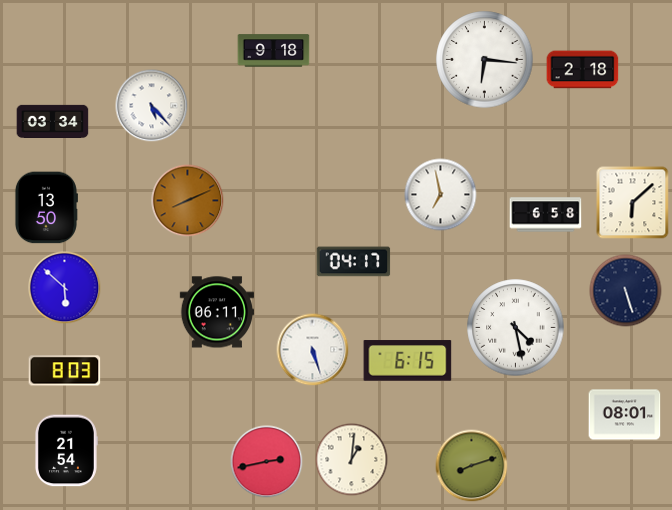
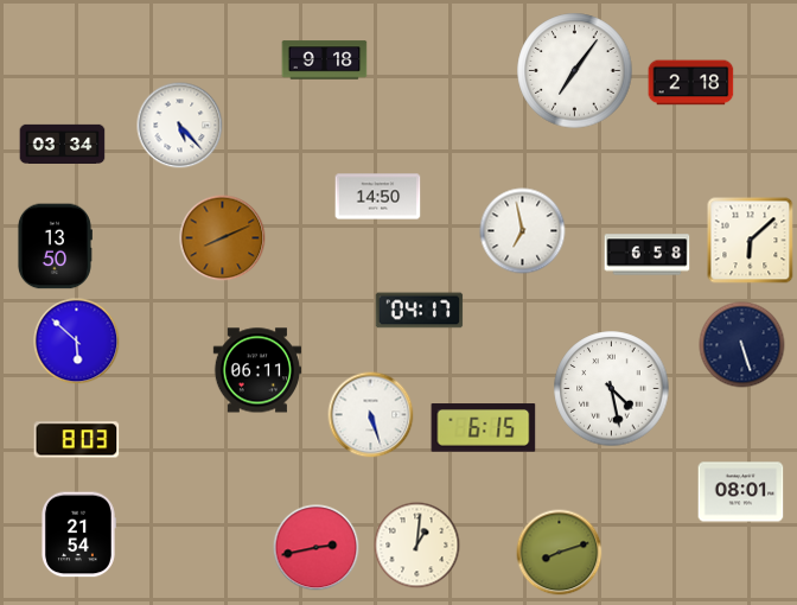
clock at (485, 60): 6:16 -> 7:06
clock at (378, 197): none -> 14:50
